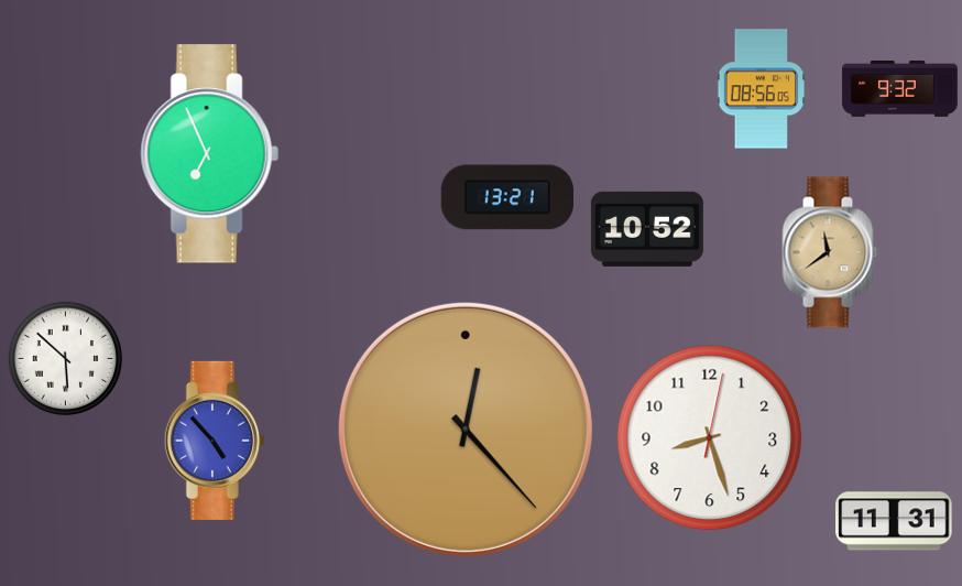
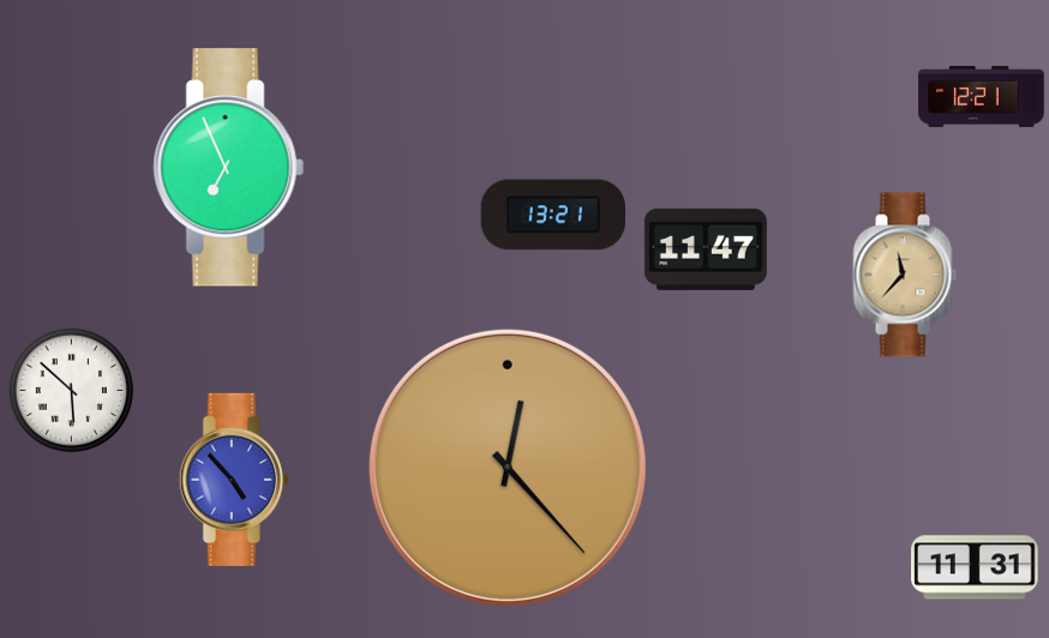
clock at (900, 88): 9:32 -> 12:21
clock at (762, 89): 08:56 -> none
clock at (647, 229): 10:52 -> 11:47
clock at (830, 252): 11:39 -> 11:37
clock at (710, 438): 8:27 -> none
